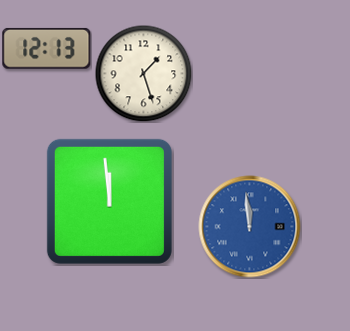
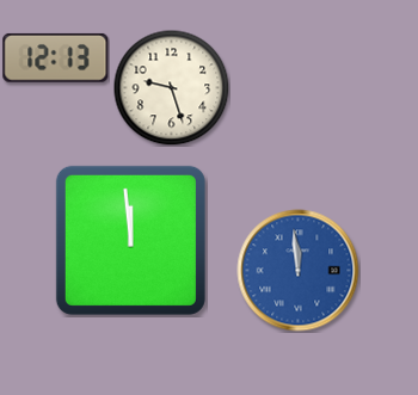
clock at (143, 73): 1:27 -> 9:27
